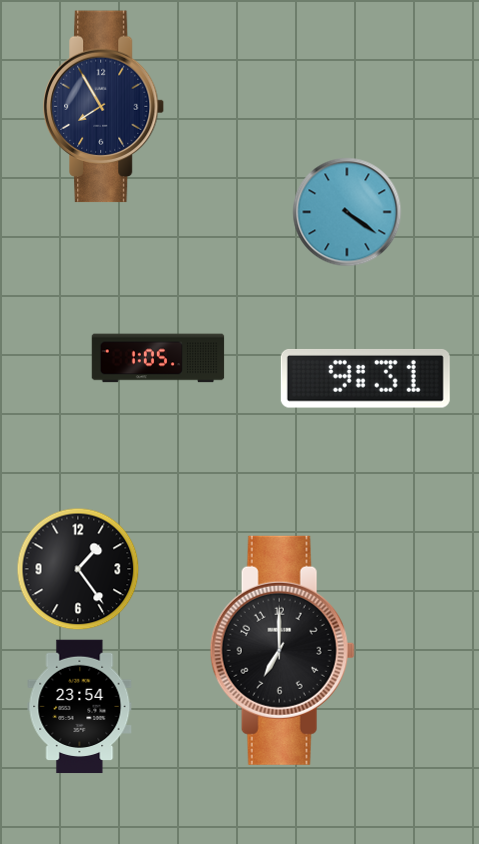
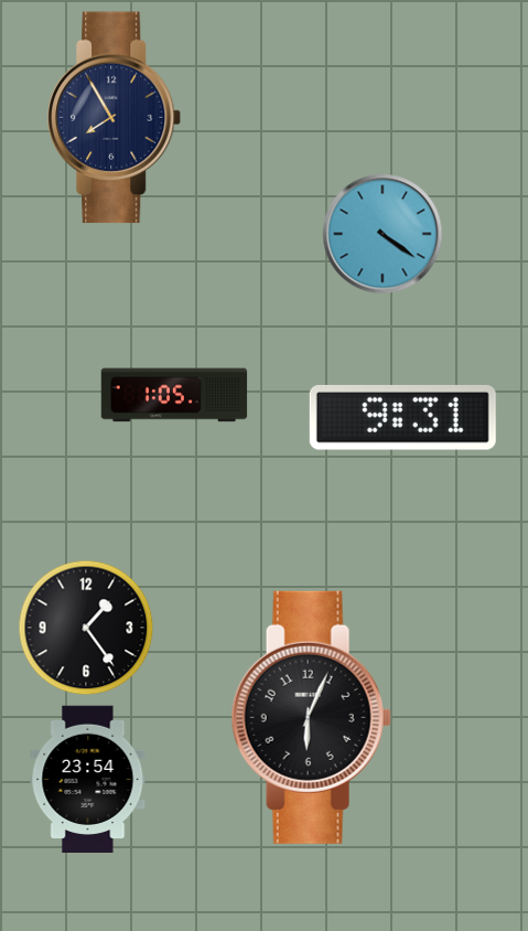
clock at (282, 650): 7:00 -> 6:04
